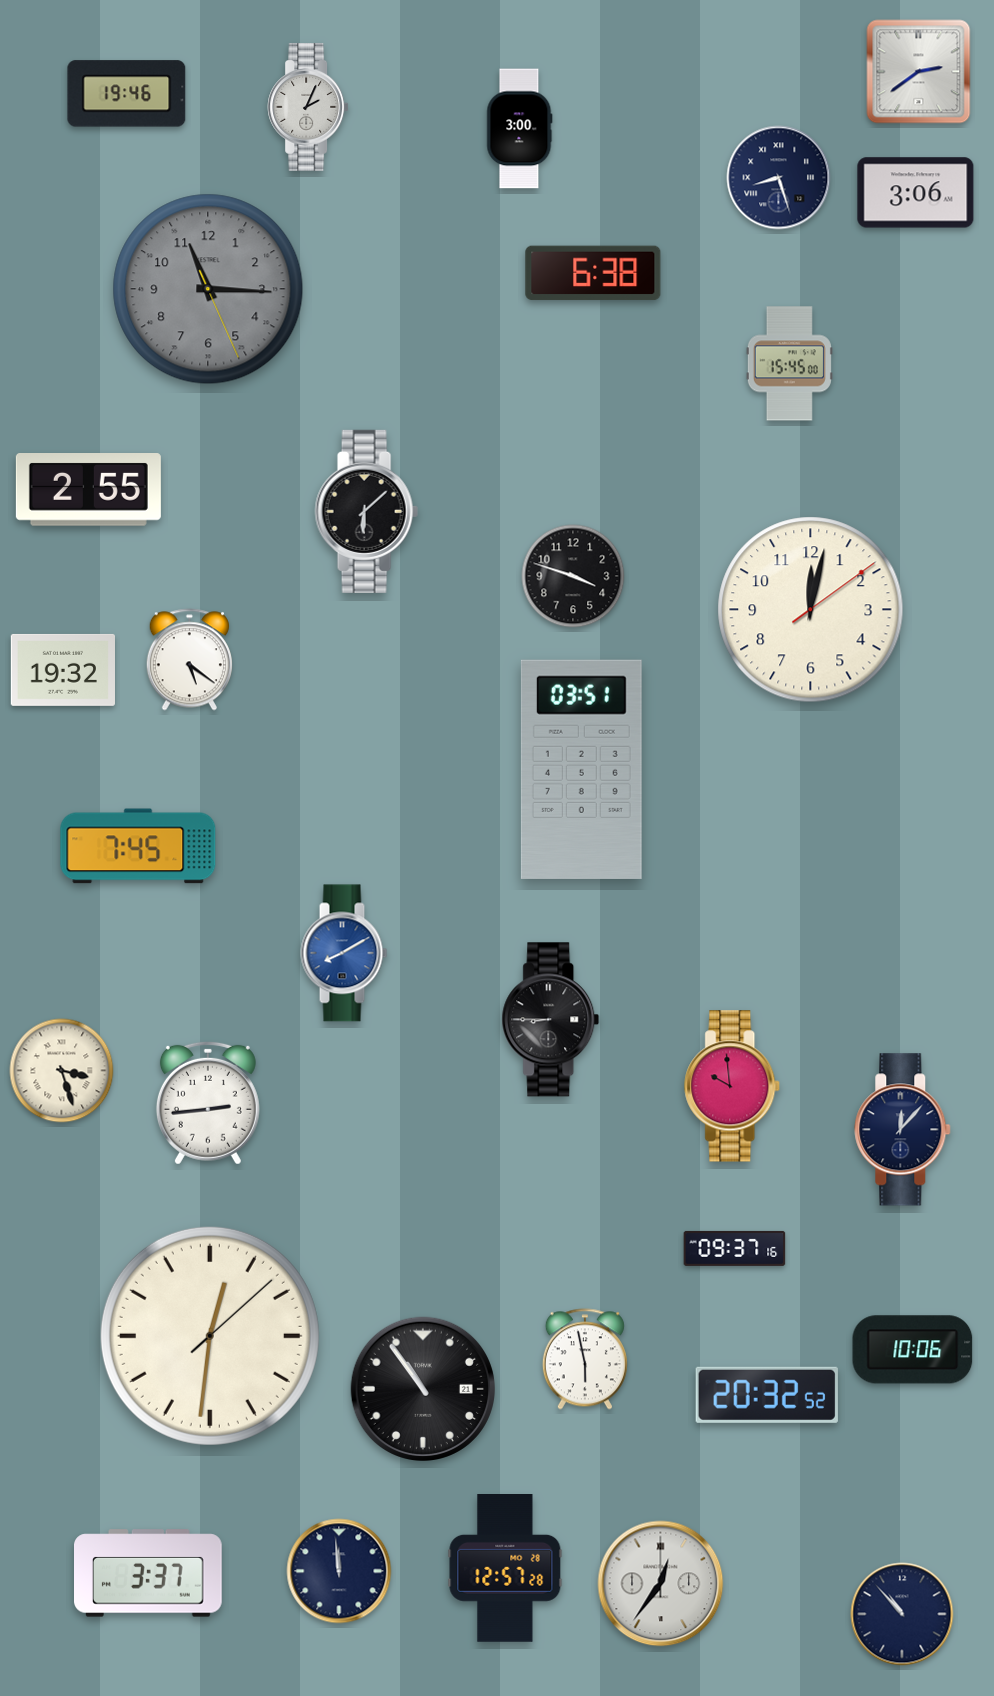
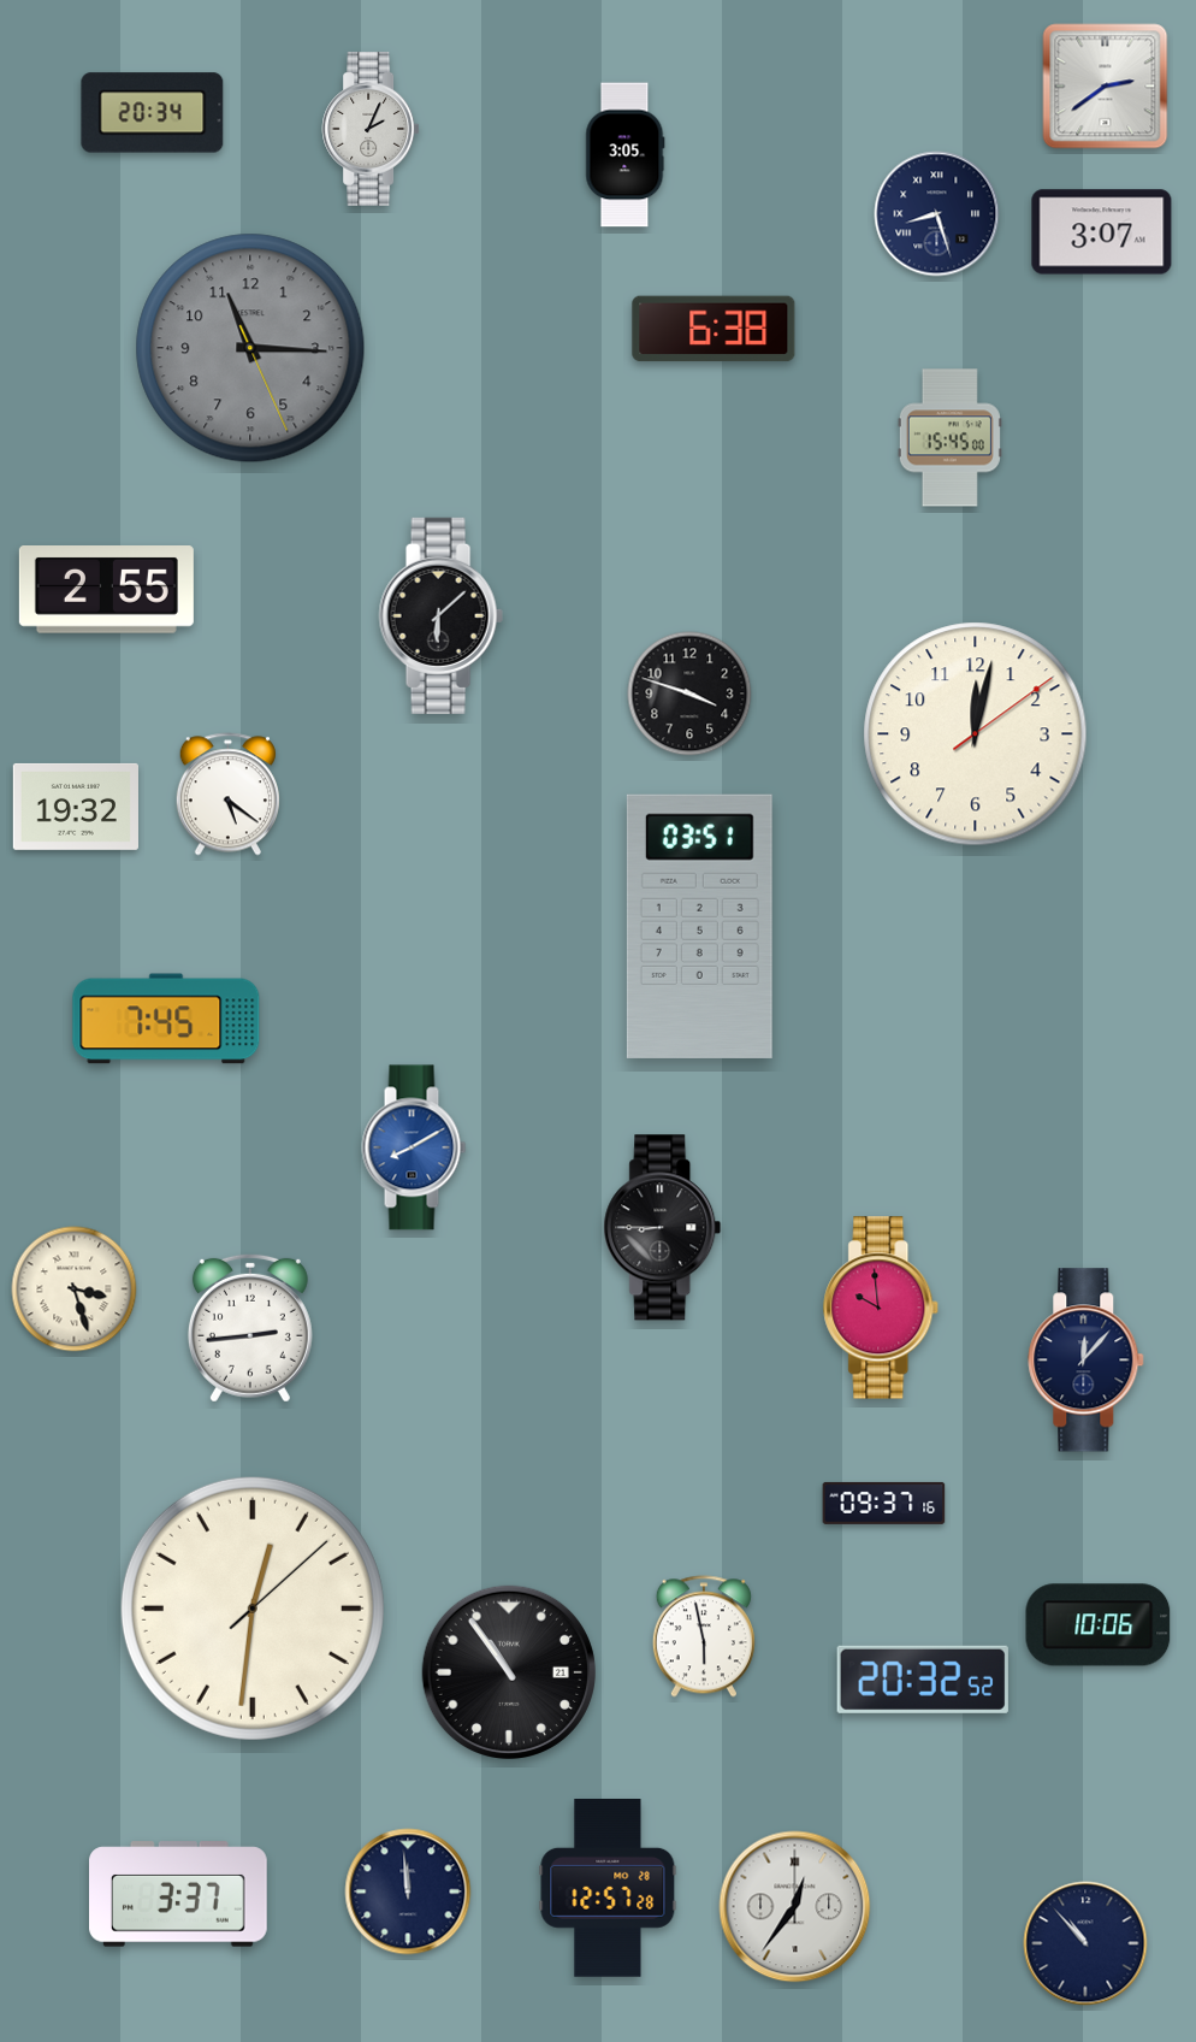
clock at (127, 94): 19:46 -> 20:34
clock at (520, 129): 3:00 -> 3:05
clock at (916, 193): 3:06 -> 3:07
